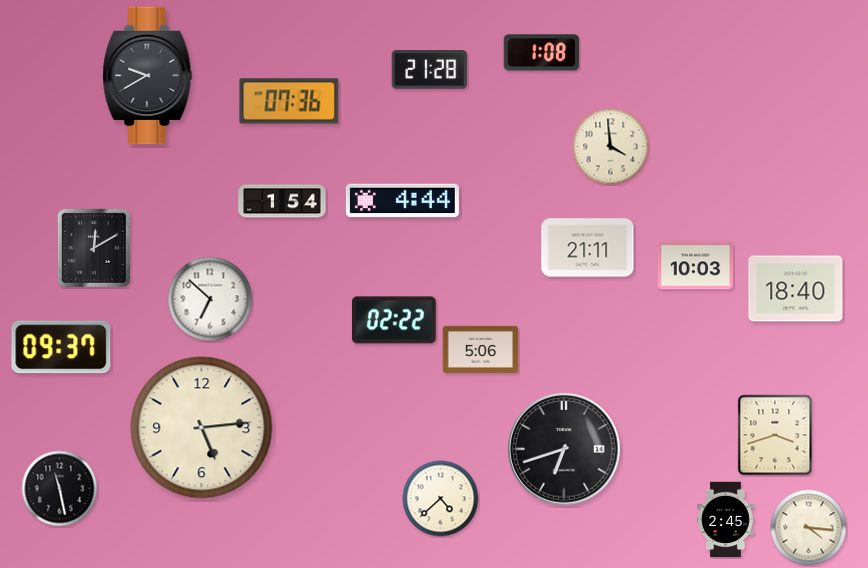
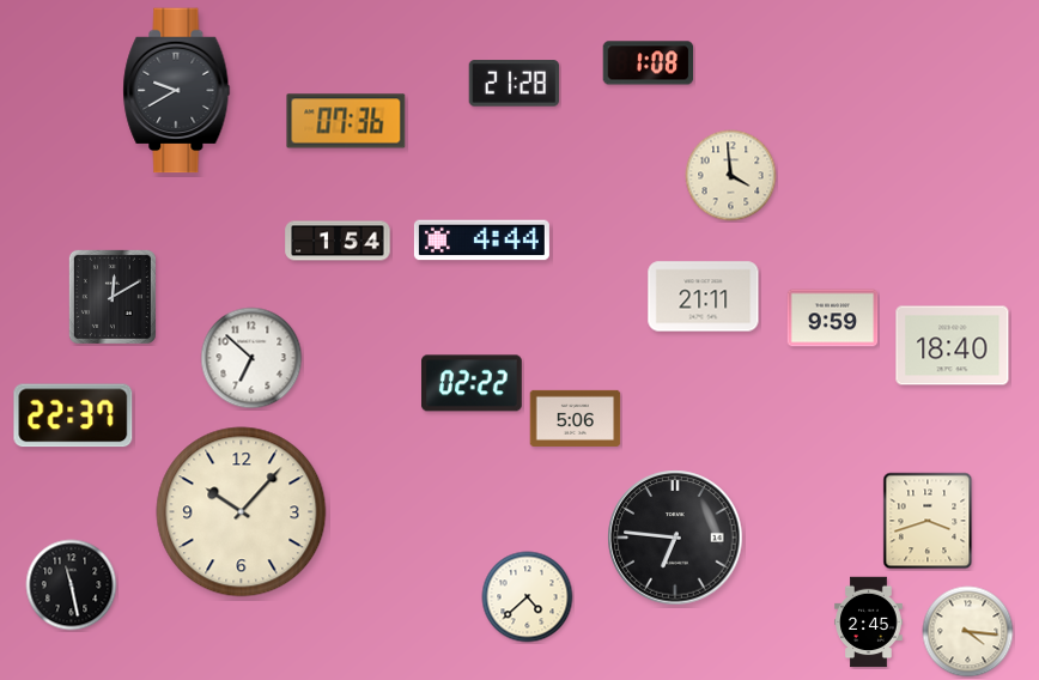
clock at (696, 266): 10:03 -> 9:59
clock at (61, 347): 09:37 -> 22:37
clock at (202, 428): 5:14 -> 10:07
clock at (564, 449): 6:42 -> 6:46
